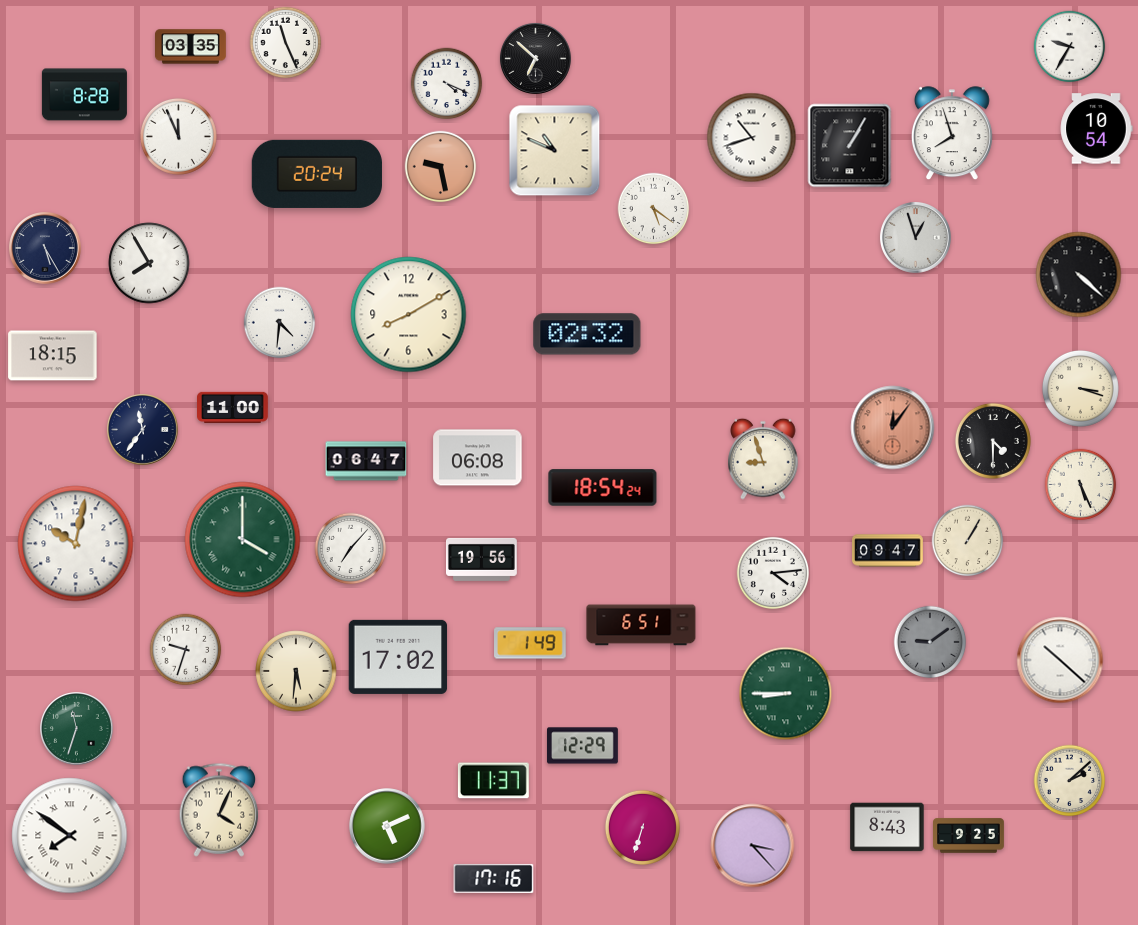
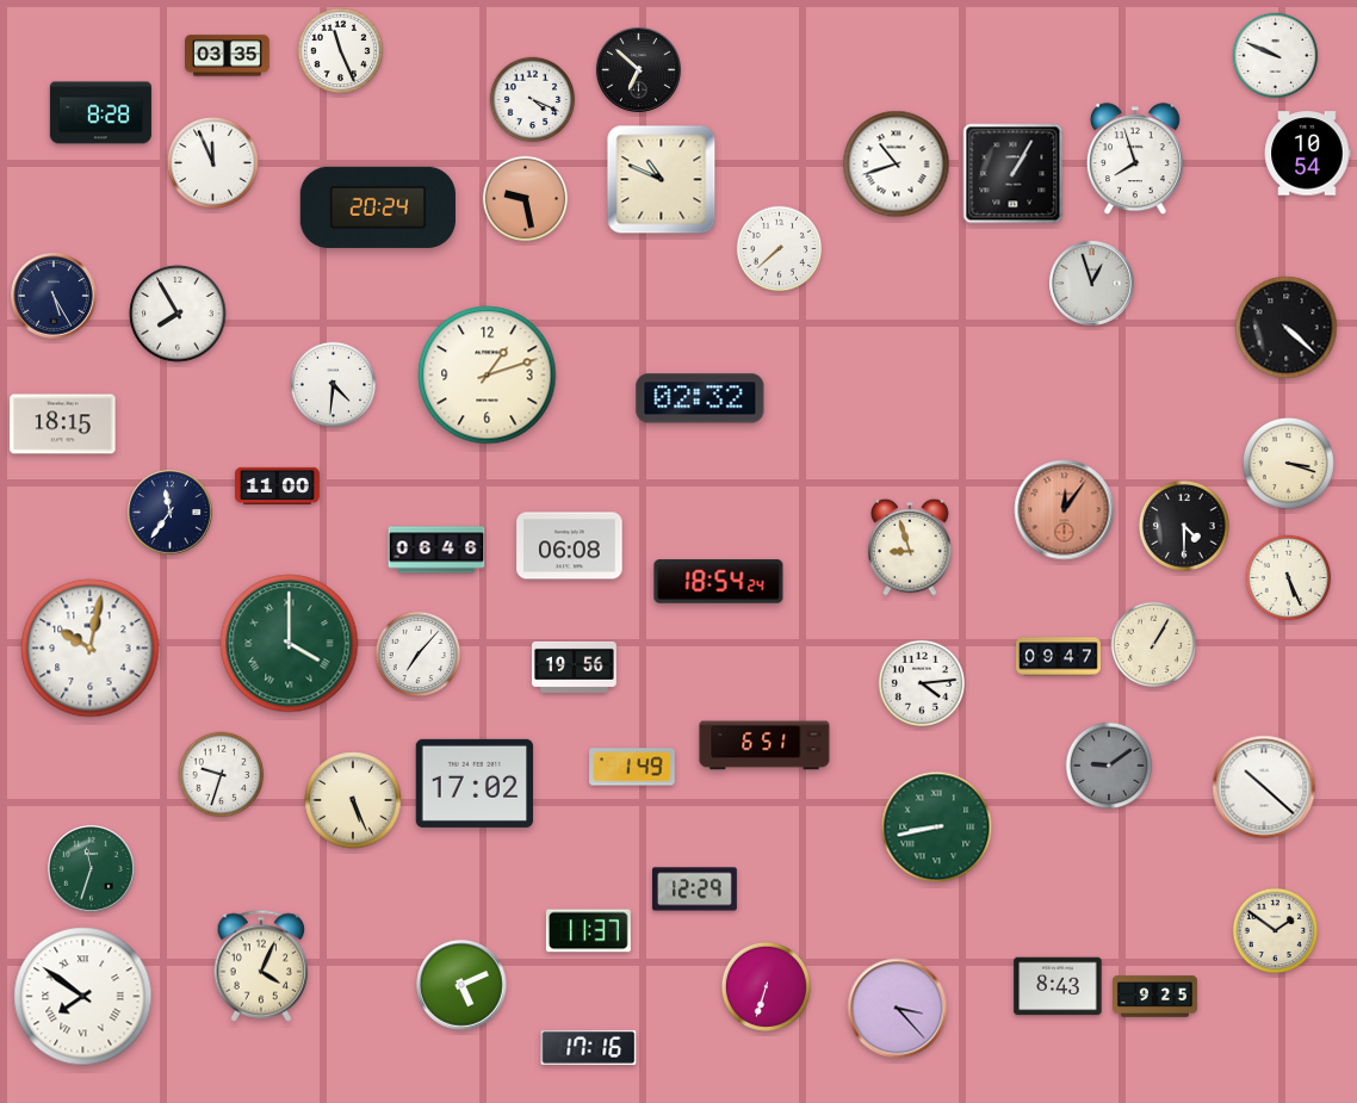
clock at (1070, 47): 9:35 -> 9:49
clock at (654, 209): 5:21 -> 7:38
clock at (409, 315): 8:10 -> 1:12
clock at (366, 461): 06:47 -> 06:46
clock at (296, 671): 5:31 -> 5:26
clock at (786, 694): 8:45 -> 8:43
clock at (1070, 781): 2:08 -> 1:51
